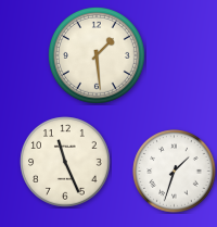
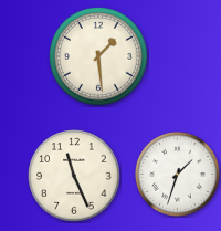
clock at (65, 162) position: (65, 162) -> (74, 176)
